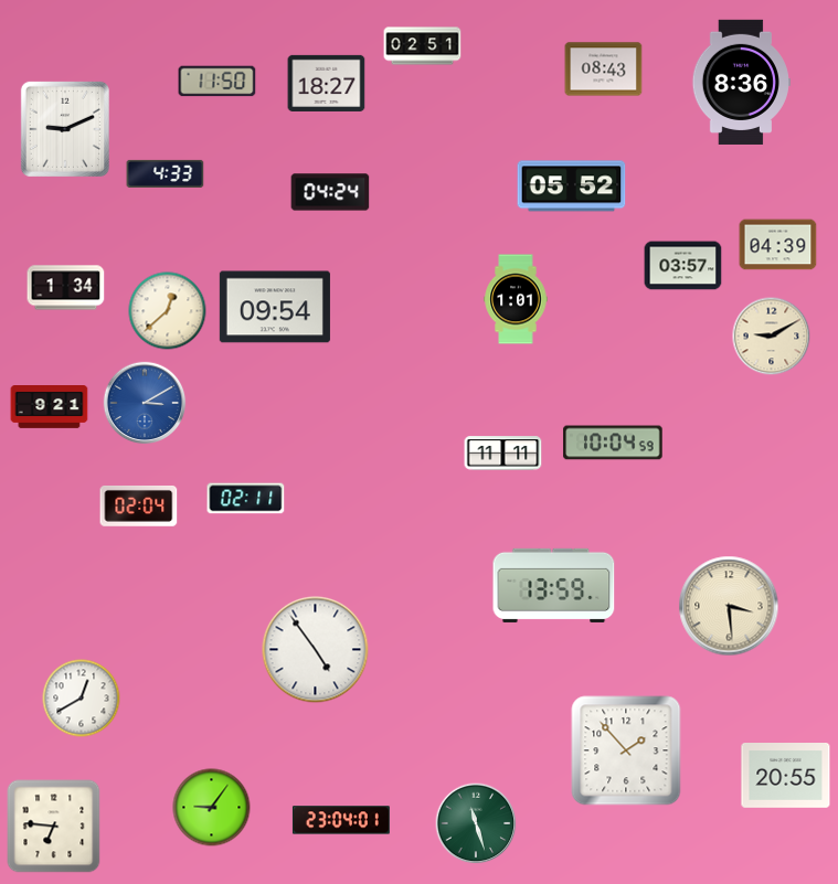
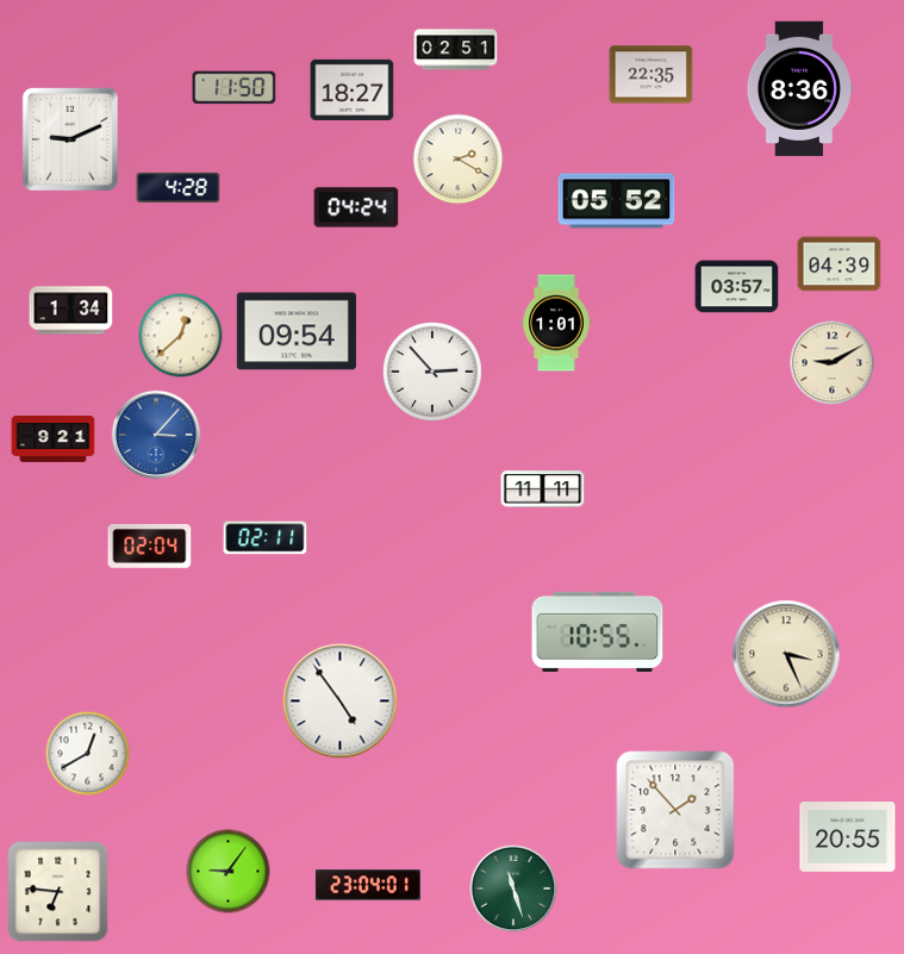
clock at (604, 70): 08:43 -> 22:35
clock at (459, 160): none -> 2:20
clock at (166, 173): 4:33 -> 4:28
clock at (434, 373): none -> 2:53
clock at (145, 403): 3:10 -> 3:07
clock at (613, 443): 10:04 -> none
clock at (554, 585): 13:59 -> 10:55
clock at (729, 606): 3:29 -> 3:26
